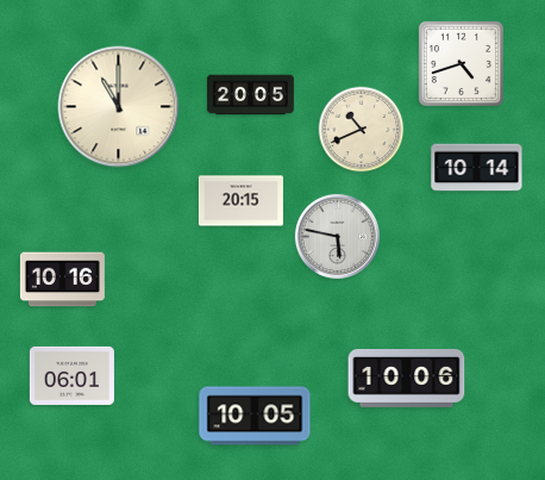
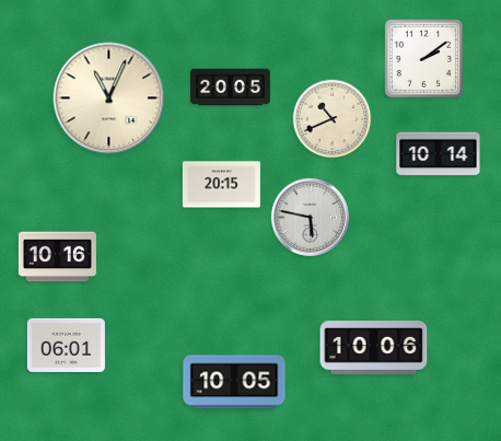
clock at (461, 63): 4:42 -> 2:09
clock at (119, 107): 11:00 -> 11:04
